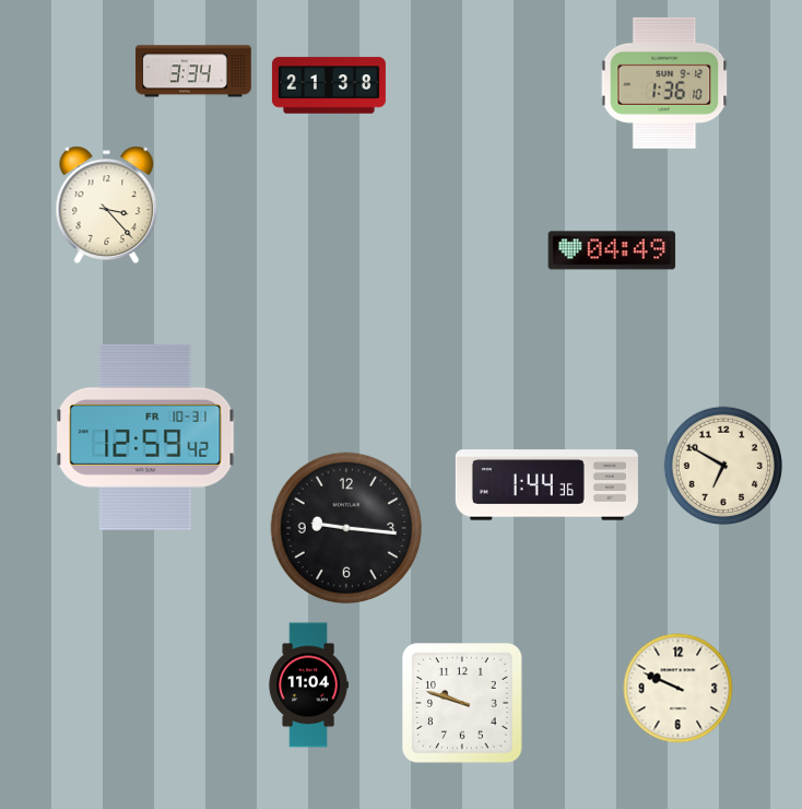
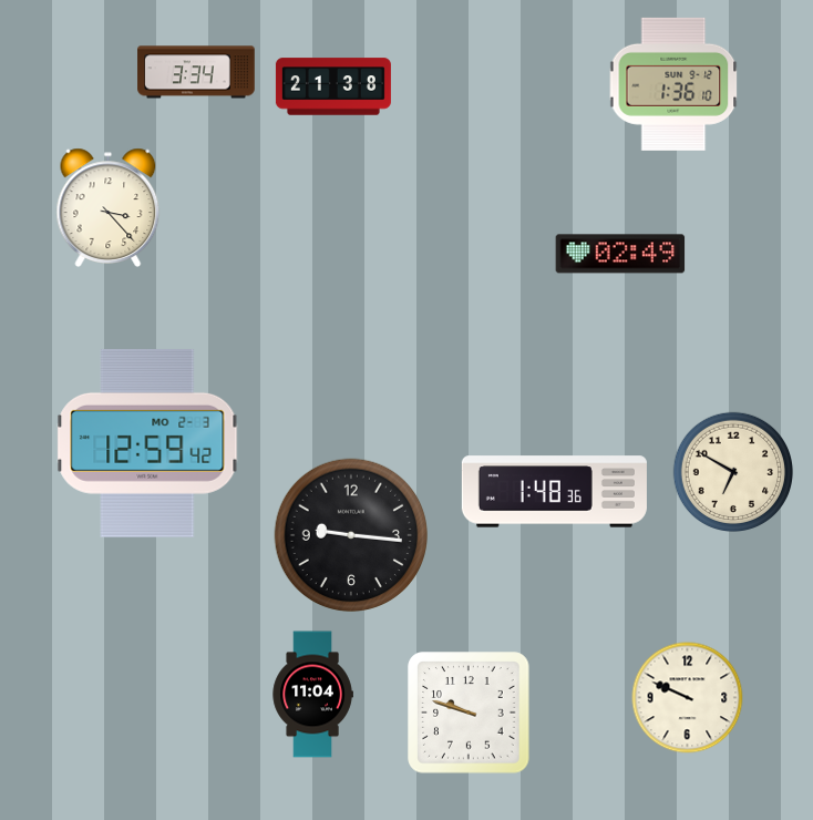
clock at (612, 250): 04:49 -> 02:49
clock at (145, 437) date: FR 10-31 -> MO 2-3
clock at (546, 485): 1:44 -> 1:48
